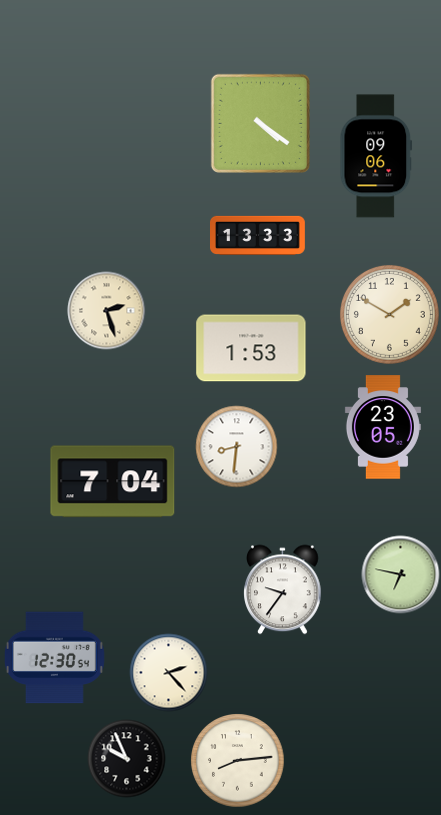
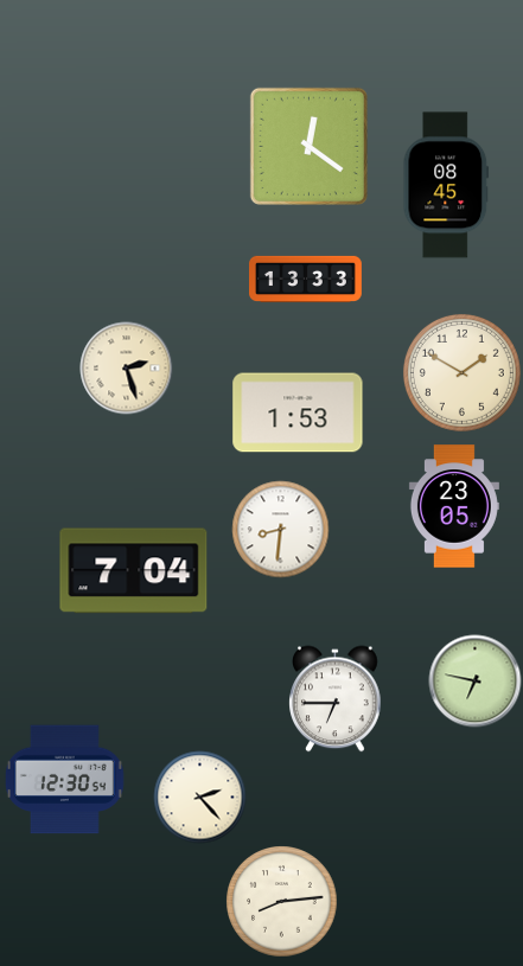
clock at (260, 123): 4:21 -> 12:21
clock at (376, 156): 09:06 -> 08:45
clock at (283, 589): 9:36 -> 6:45
clock at (126, 758): 9:56 -> none
